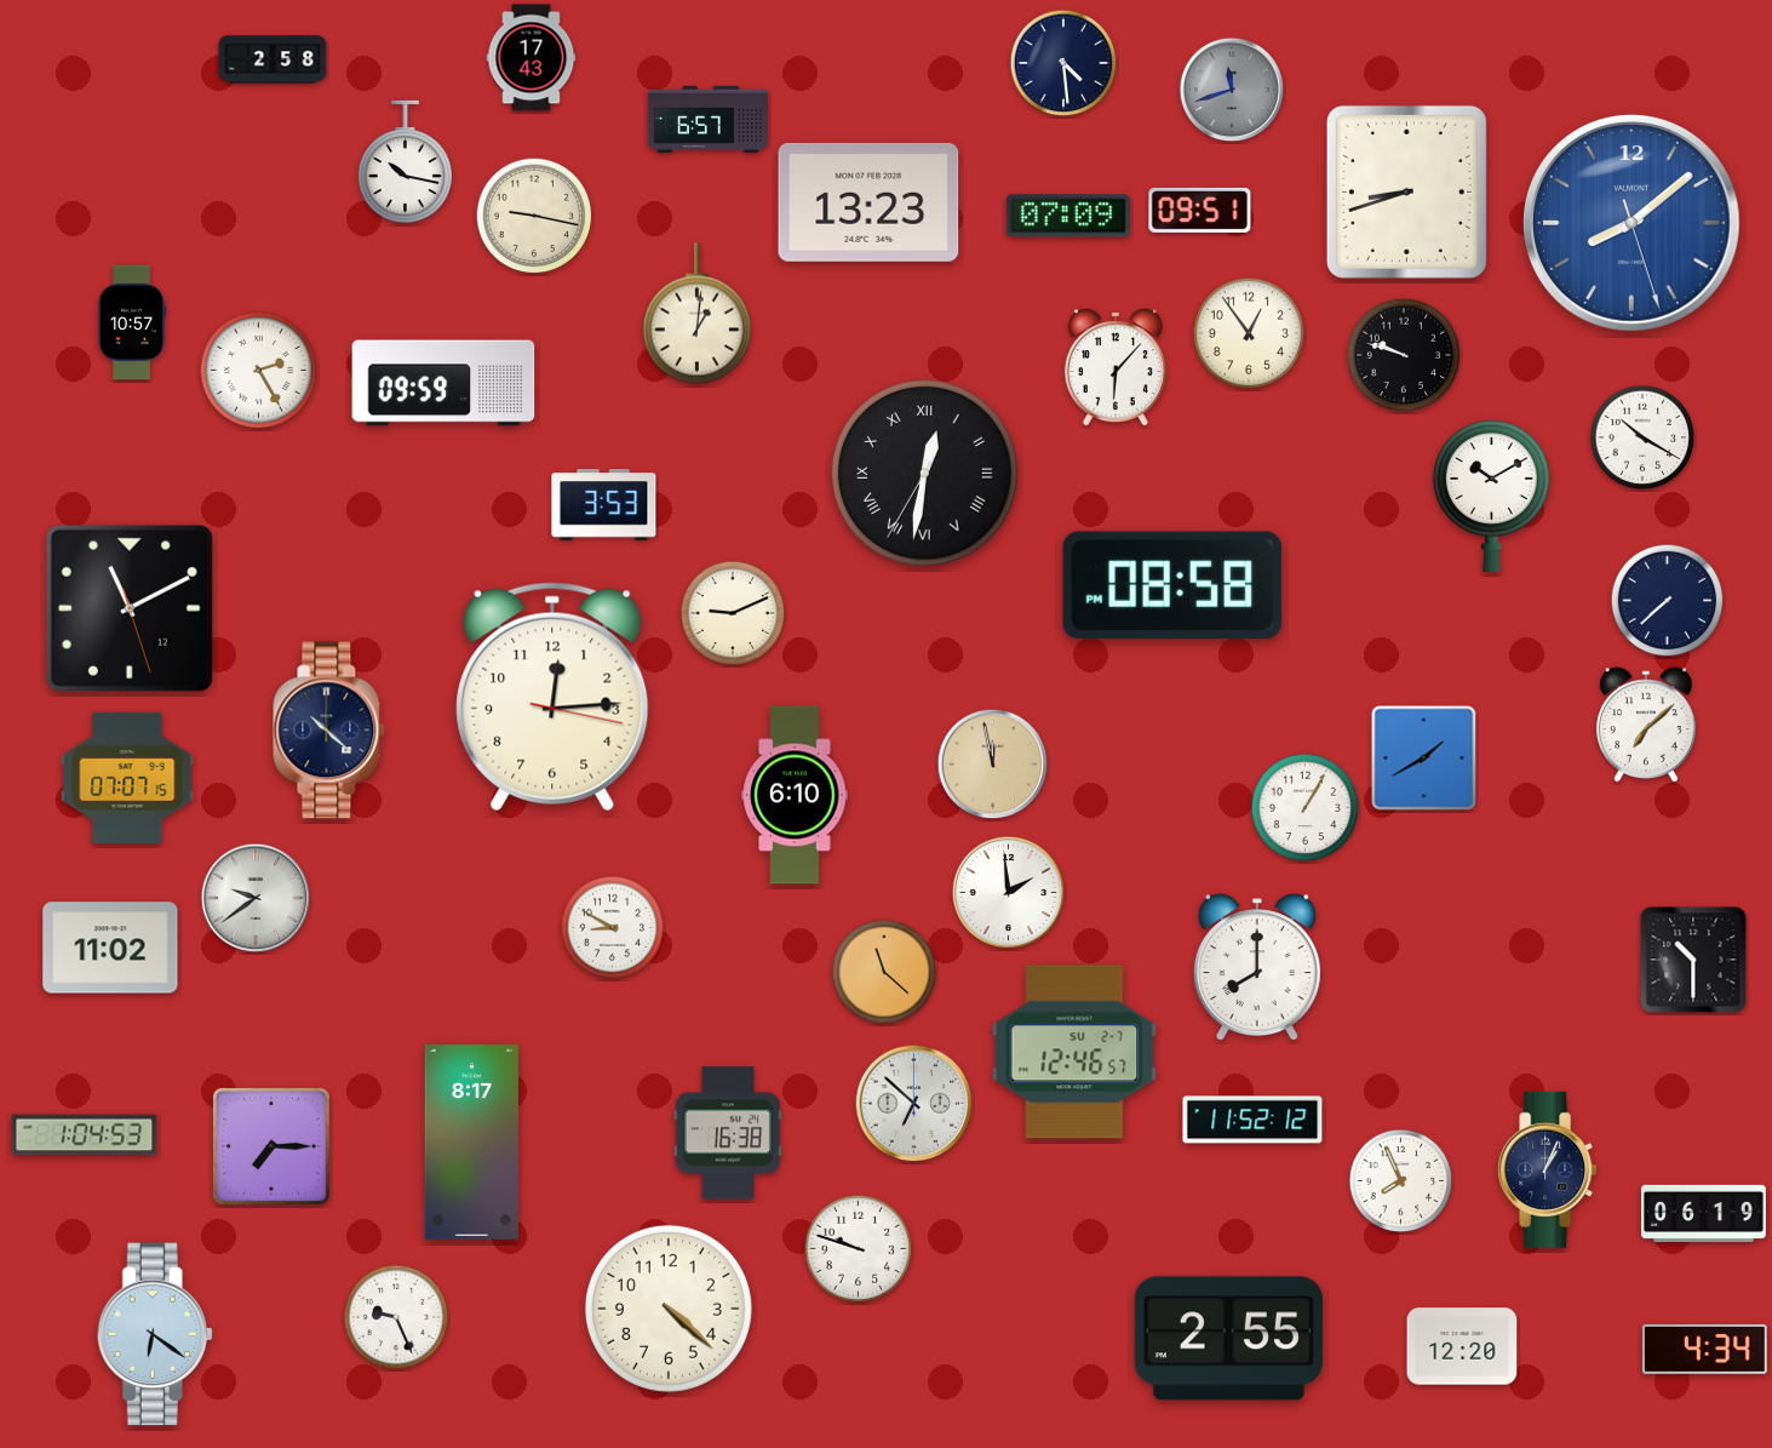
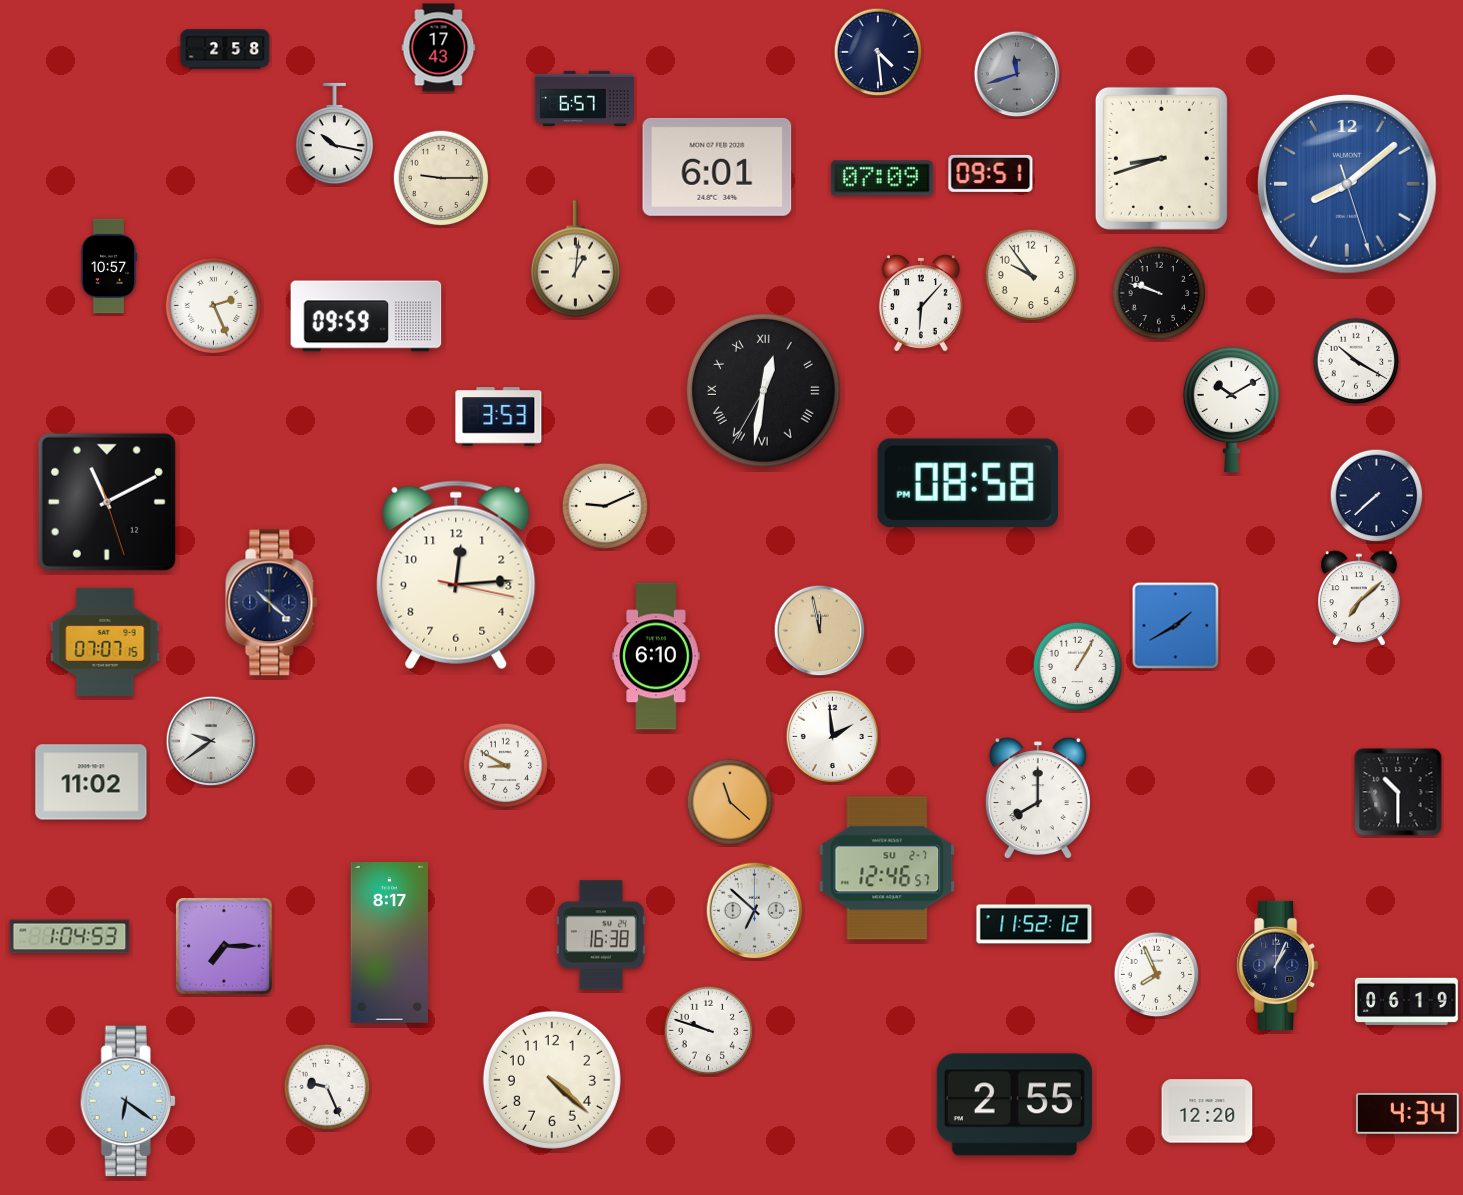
clock at (868, 202): 13:23 -> 6:01
clock at (534, 216): 9:17 -> 9:15
clock at (1249, 333): 12:54 -> 9:54
clock at (259, 371): 2:25 -> 2:26
